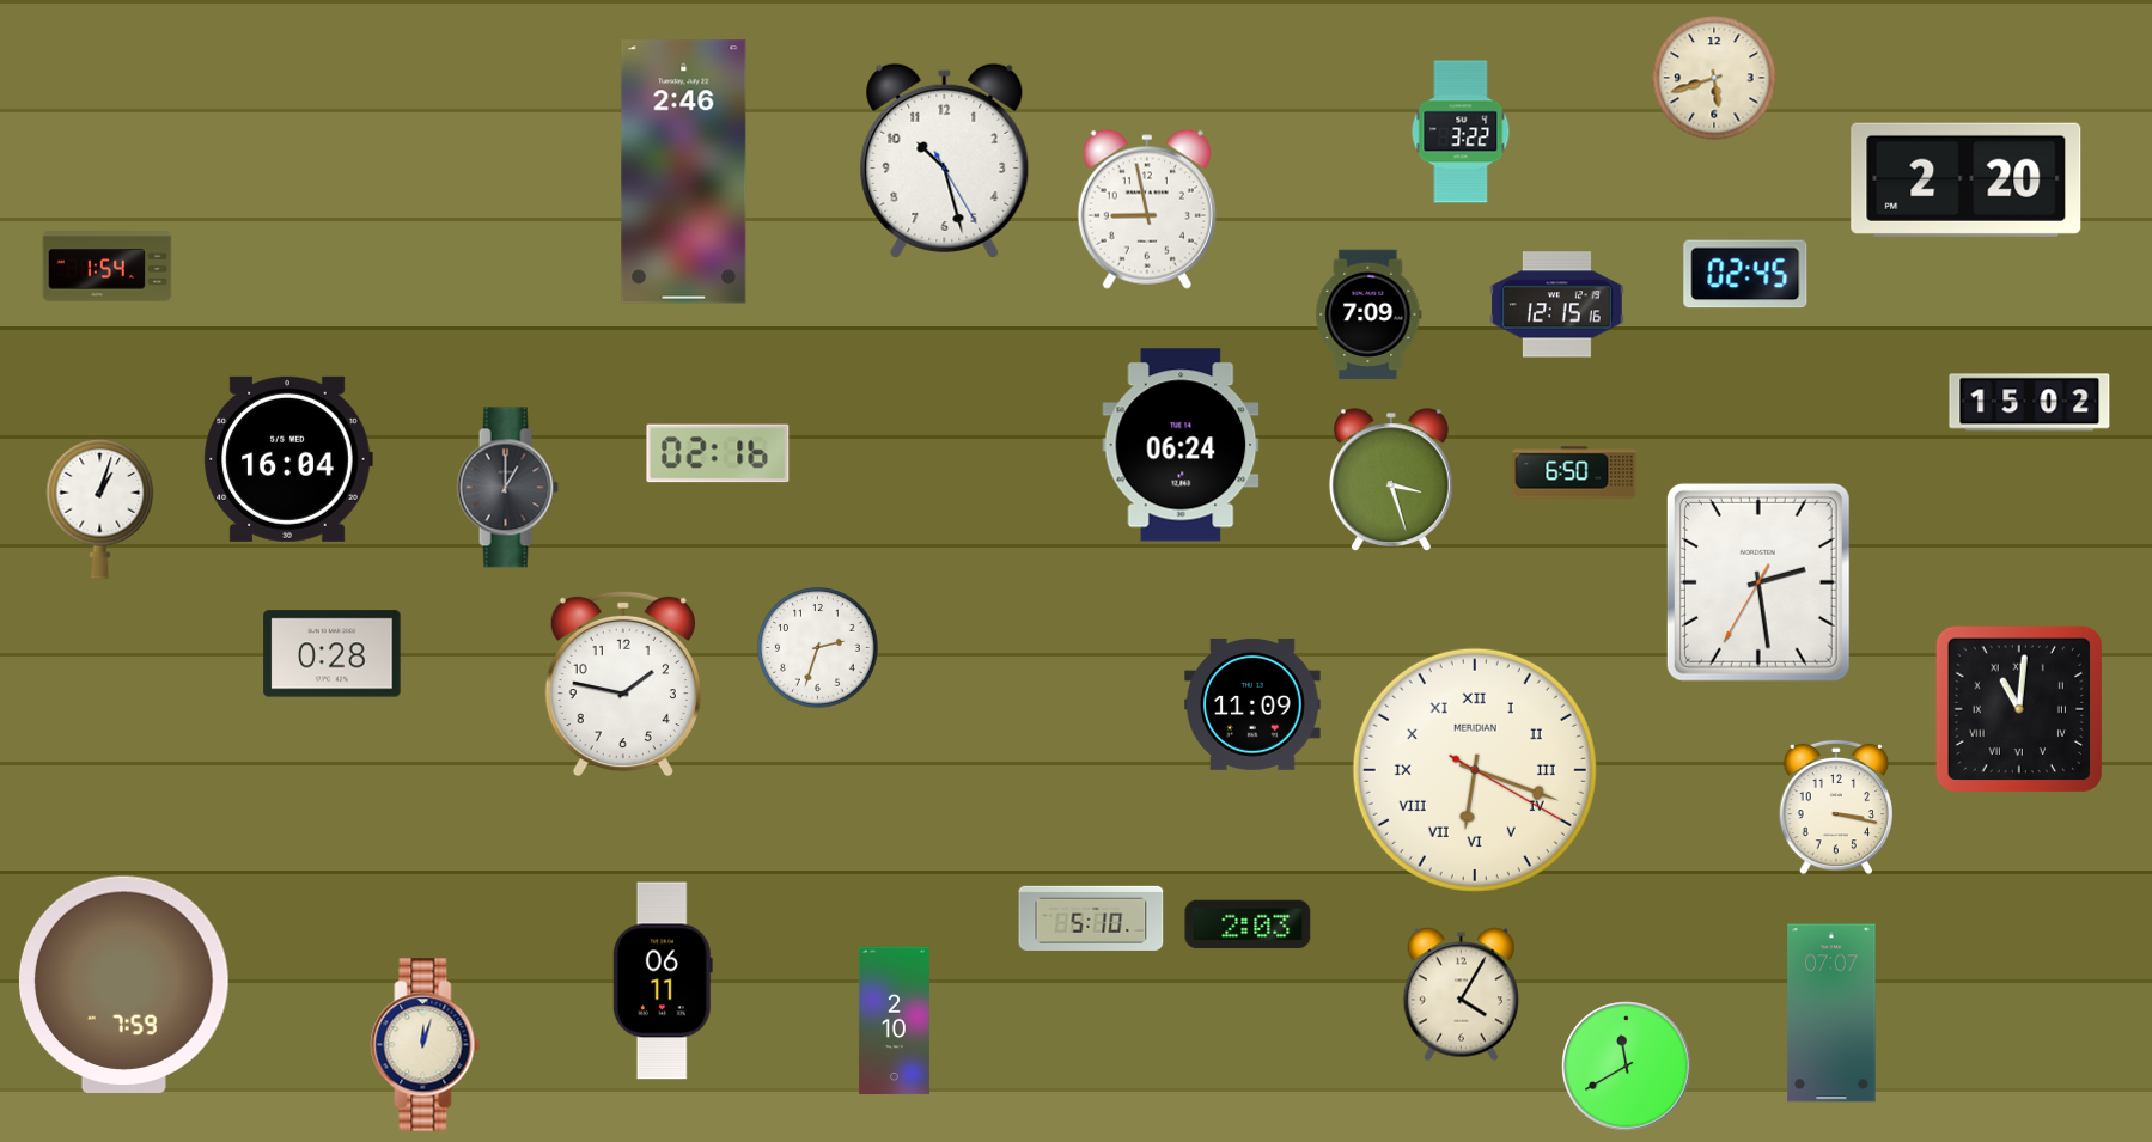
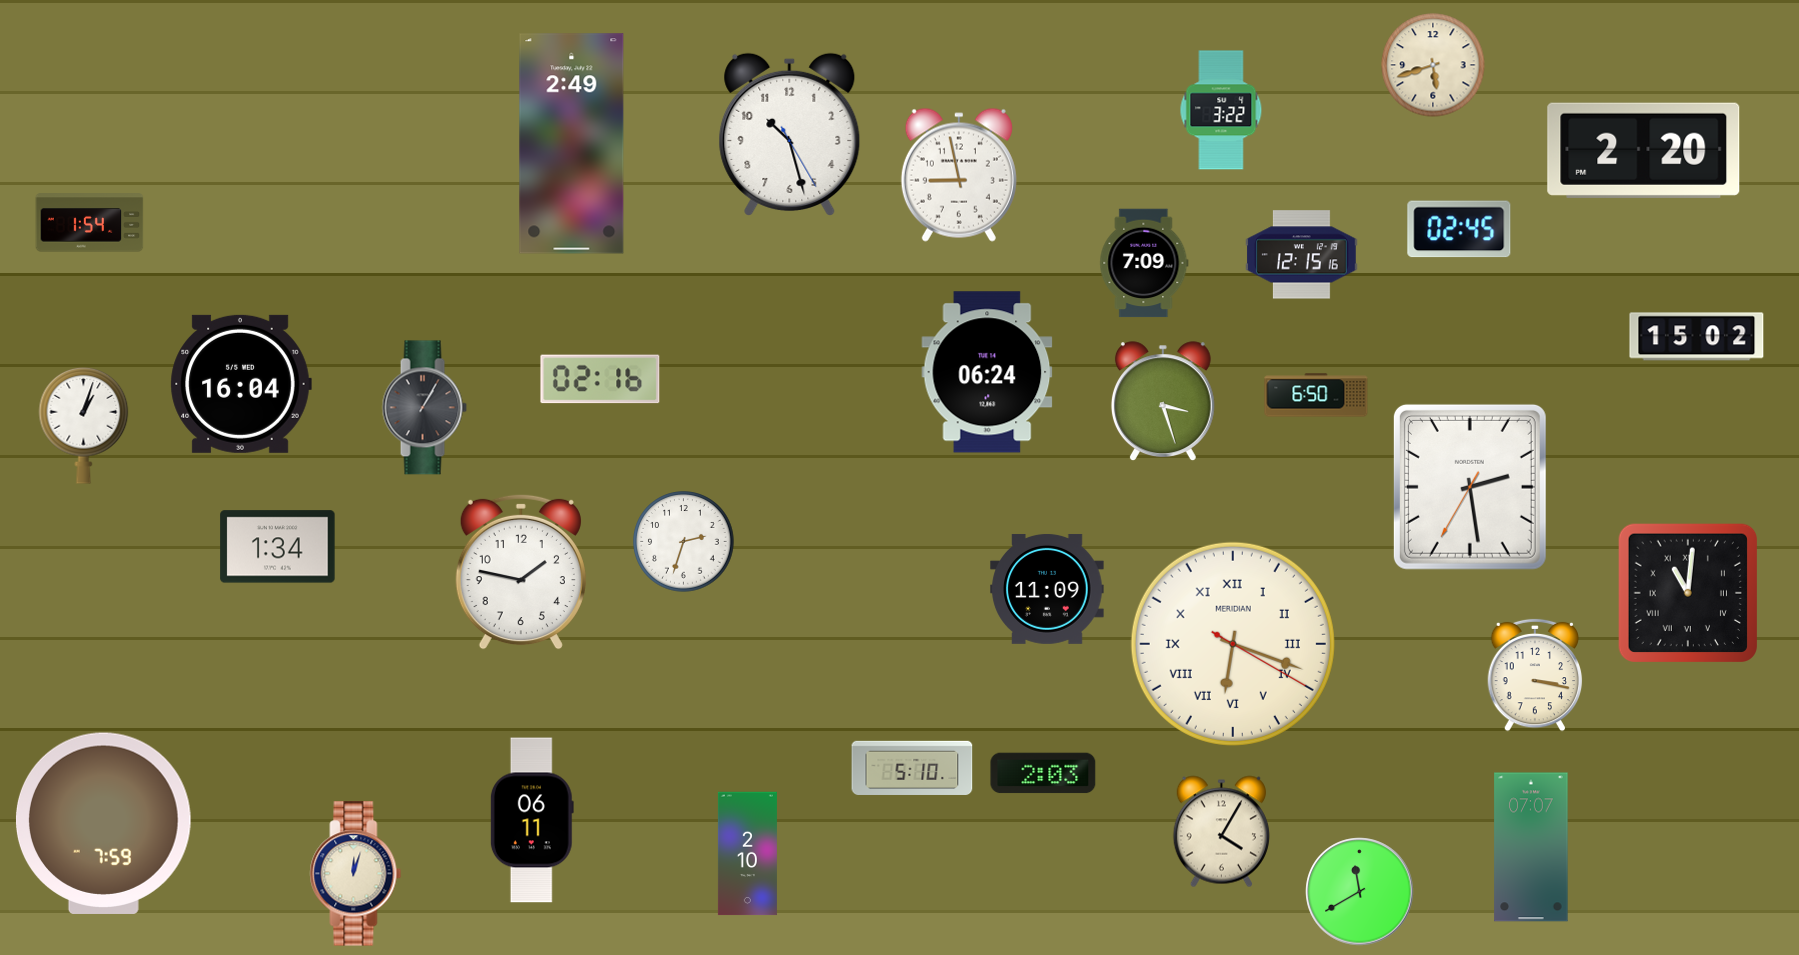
clock at (684, 172): 2:46 -> 2:49
clock at (507, 488): 1:00 -> 1:05
clock at (333, 654): 0:28 -> 1:34
clock at (663, 981) position: (663, 981) -> (532, 820)
